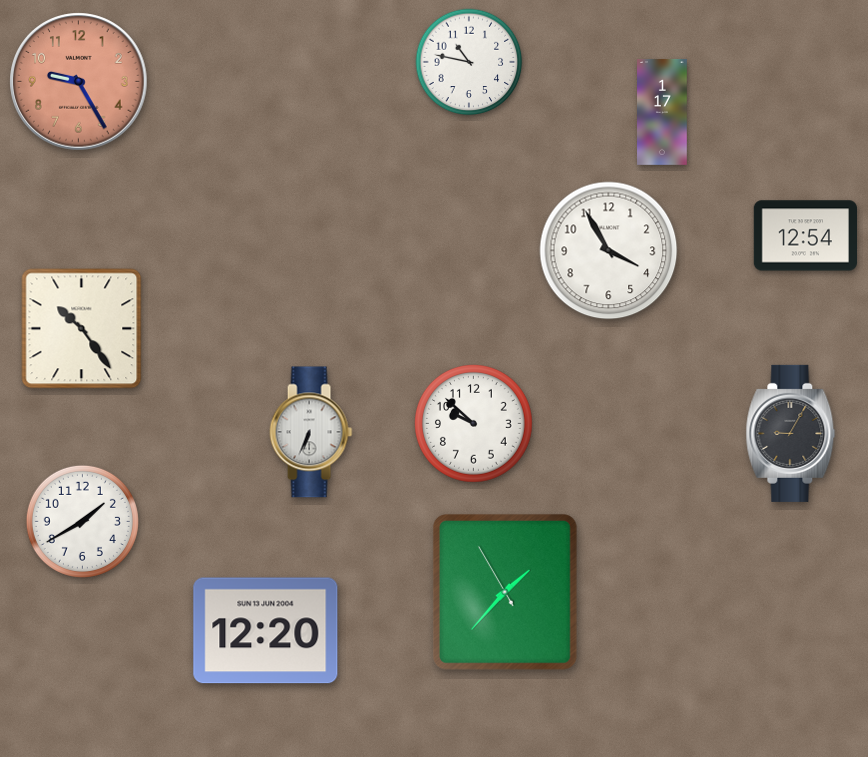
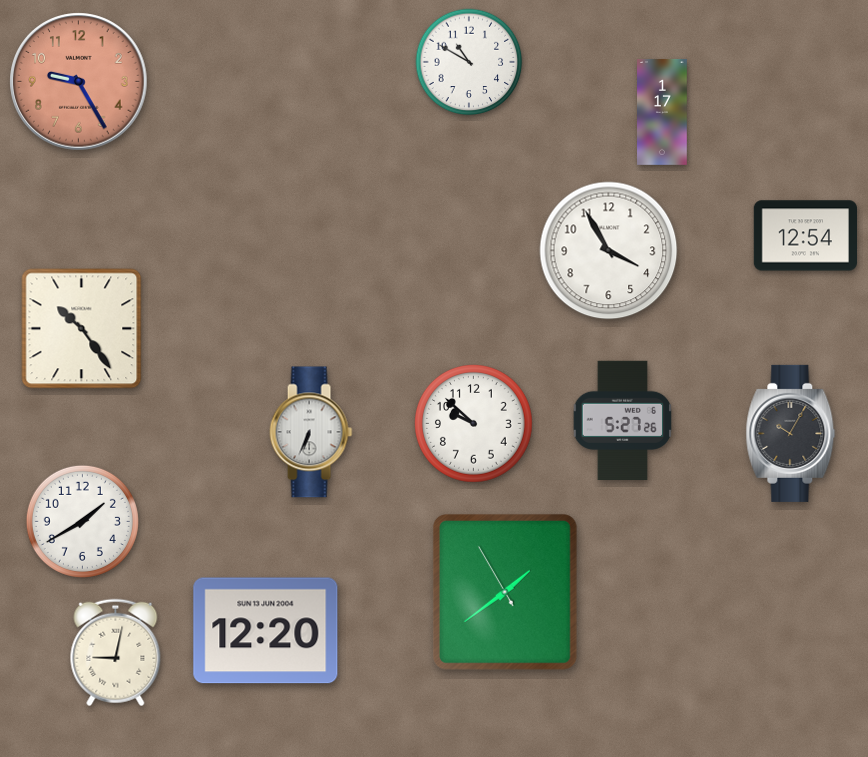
clock at (469, 62): 10:47 -> 10:50
clock at (623, 420): none -> 5:27
clock at (791, 433): 9:05 -> 10:05
clock at (505, 592): 1:36 -> 1:38
clock at (116, 653): none -> 9:02
